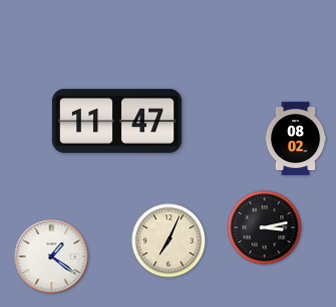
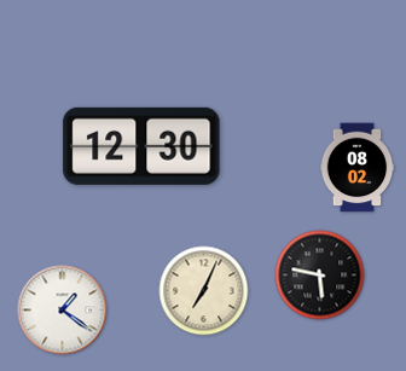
clock at (117, 121): 11:47 -> 12:30
clock at (265, 228): 3:13 -> 5:47
